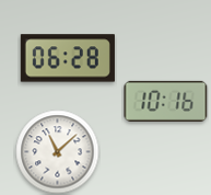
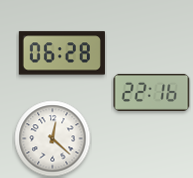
clock at (166, 101): 10:16 -> 22:16
clock at (58, 152): 11:08 -> 12:22
